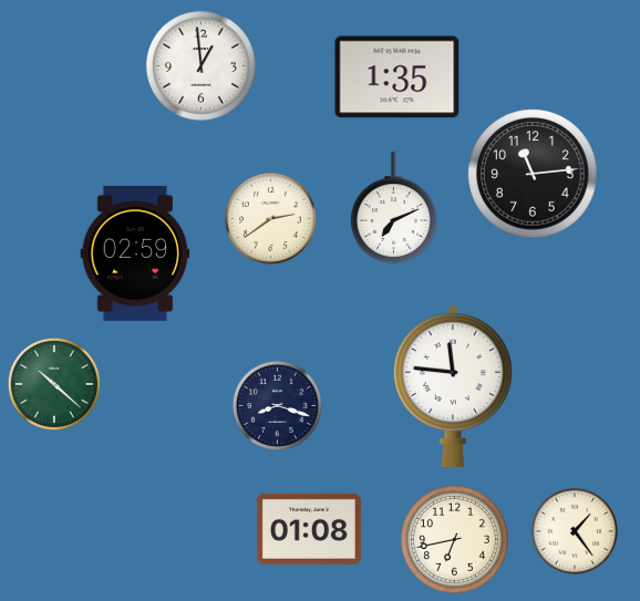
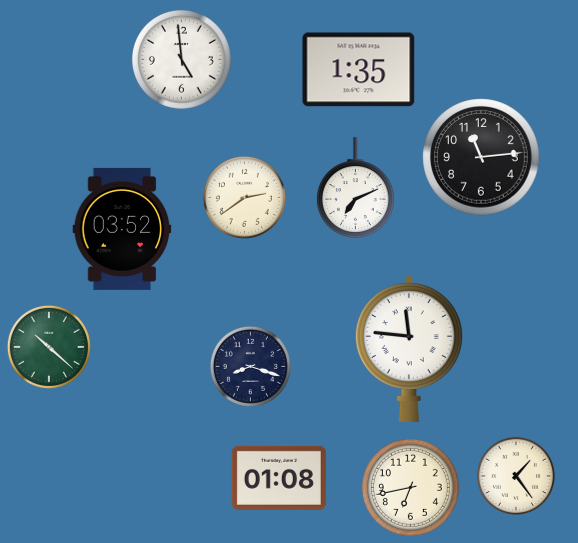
clock at (200, 65): 12:59 -> 4:59
clock at (135, 253): 02:59 -> 03:52
clock at (575, 531) position: (575, 531) -> (516, 476)
